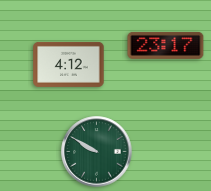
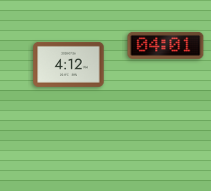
clock at (166, 45): 23:17 -> 04:01
clock at (97, 152): 9:50 -> none
